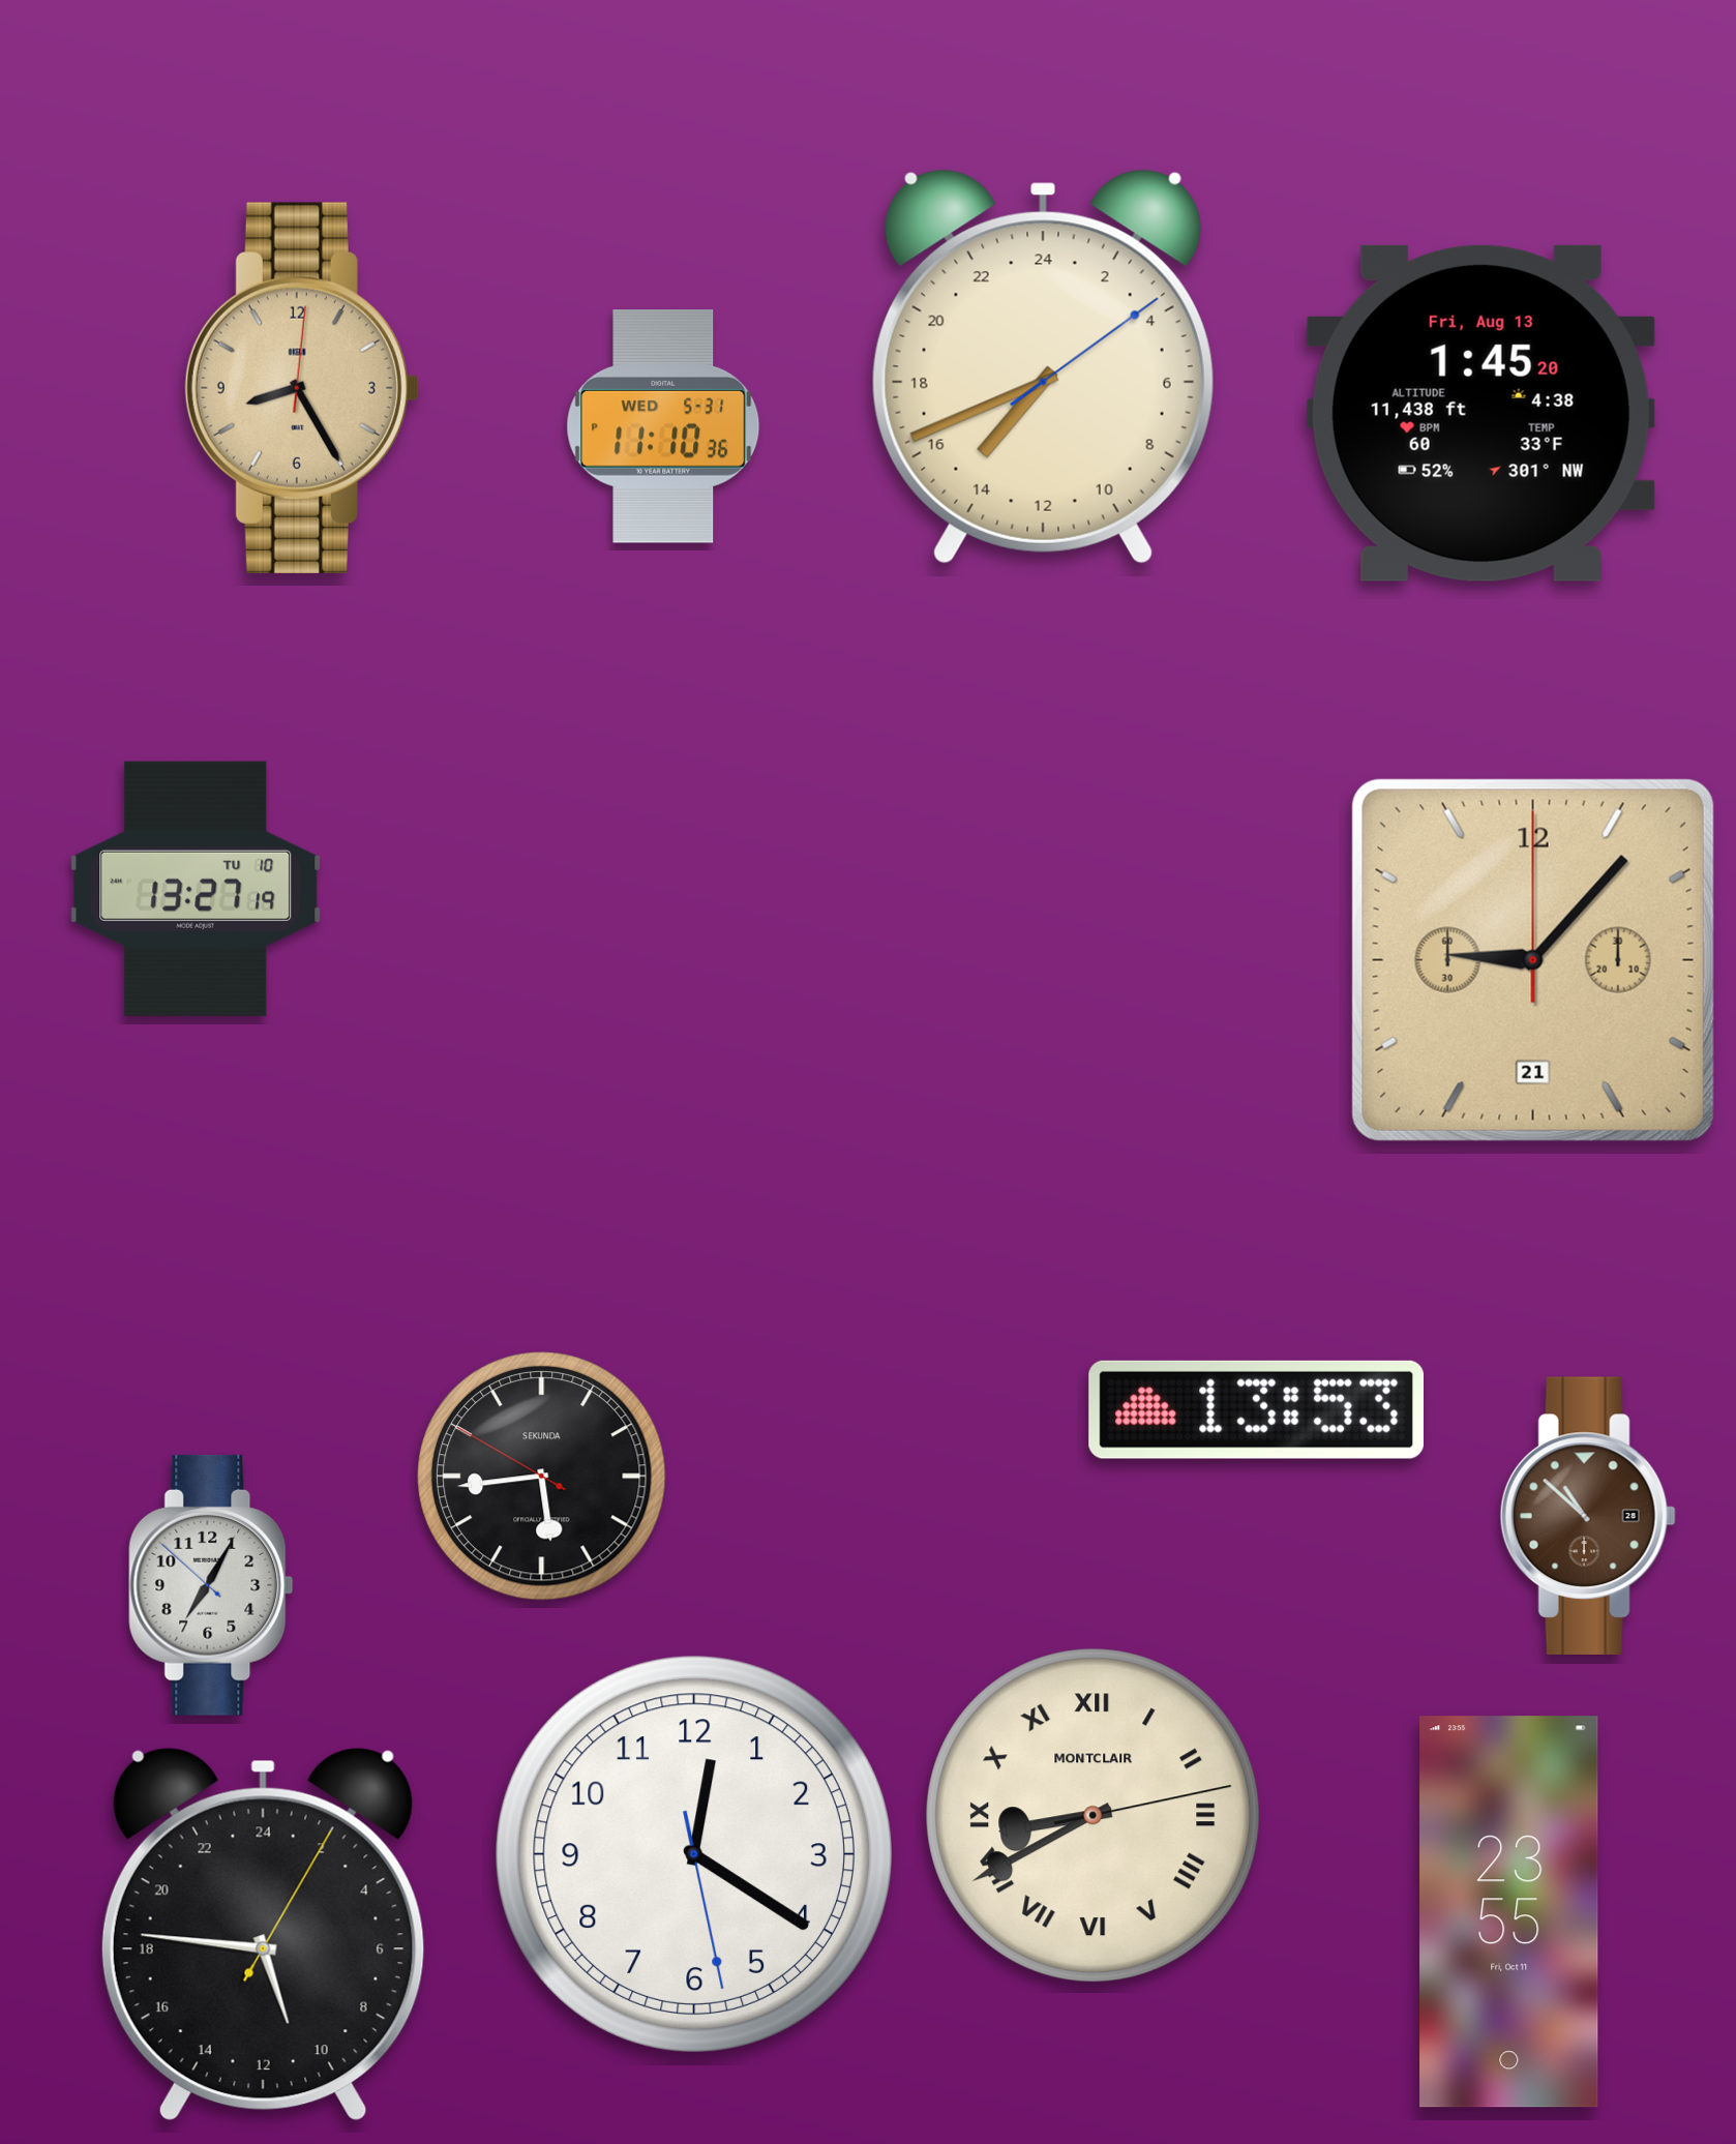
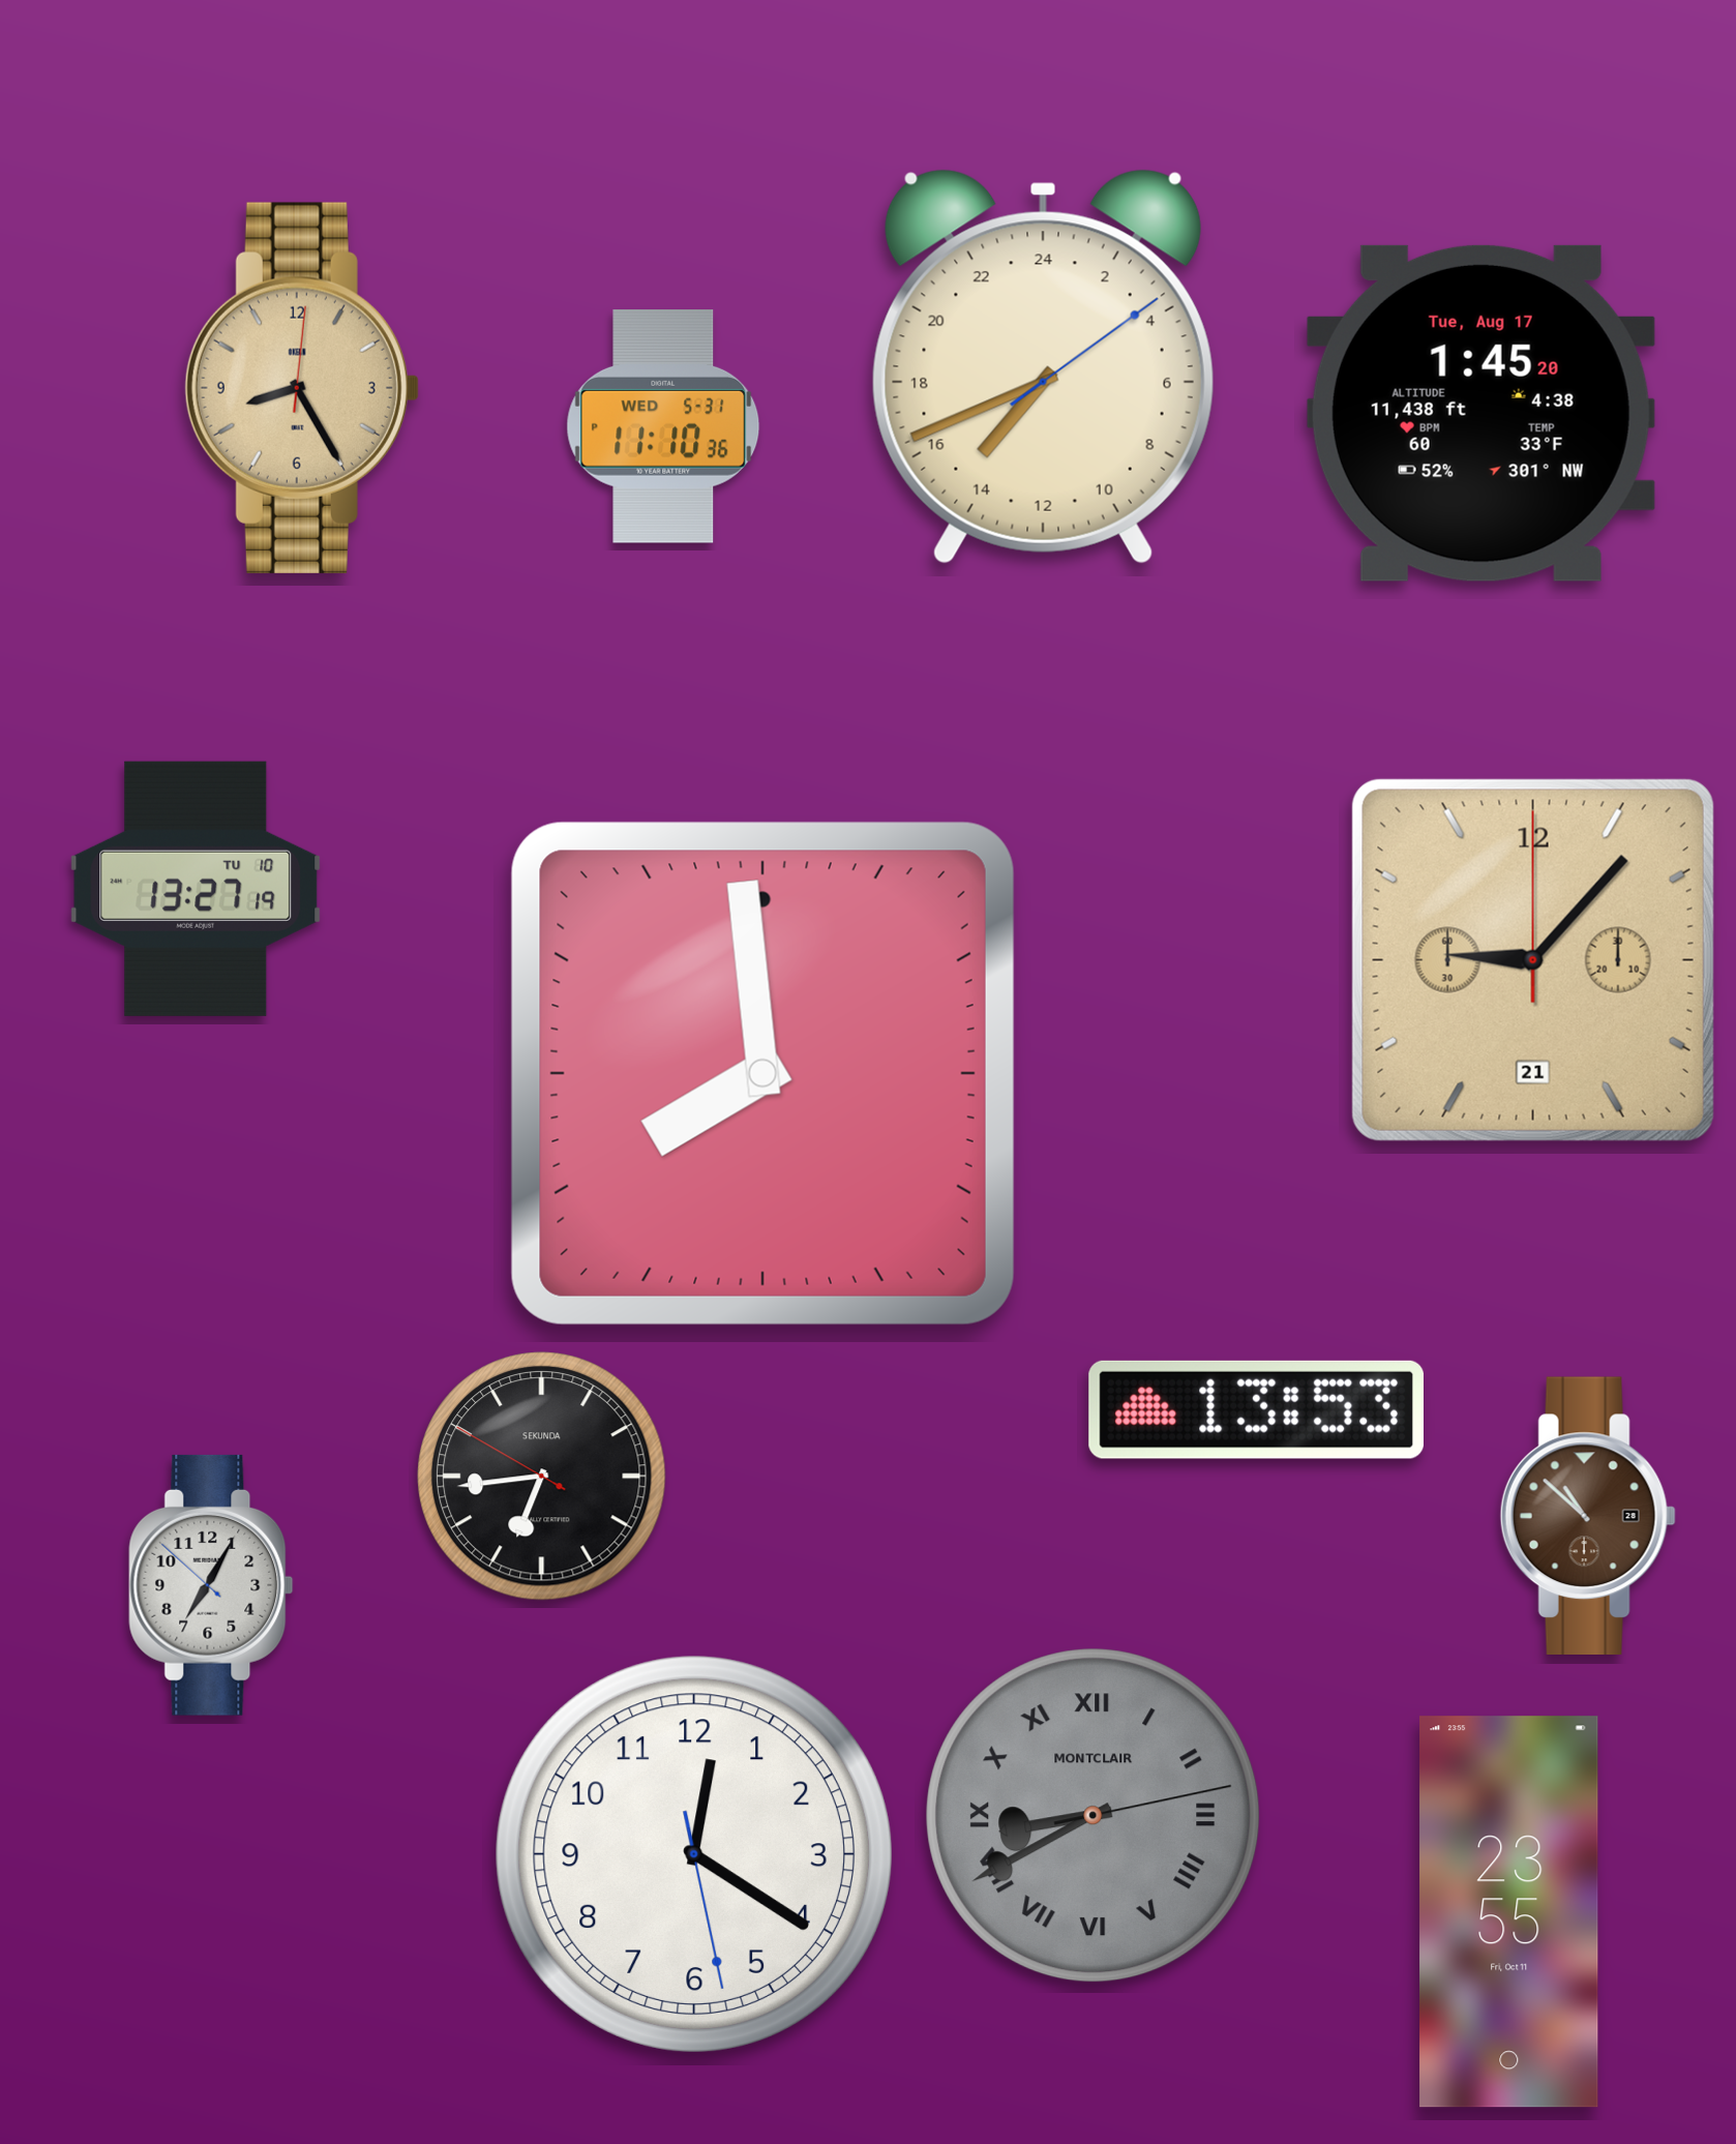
clock at (1480, 413) date: Fri, Aug 13 -> Tue, Aug 17
clock at (762, 1073): none -> 7:59
clock at (542, 1477): 5:43 -> 6:43
clock at (1094, 1816) dial: cream -> grey
clock at (263, 1934): 10:46 -> none
